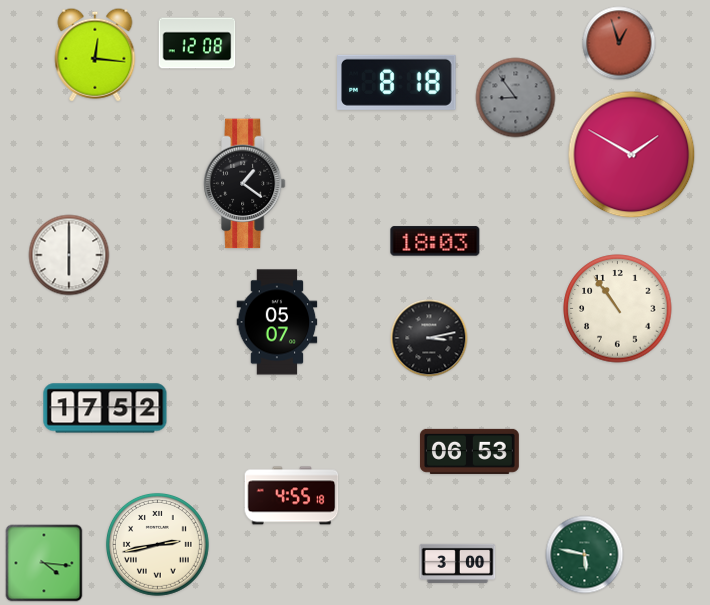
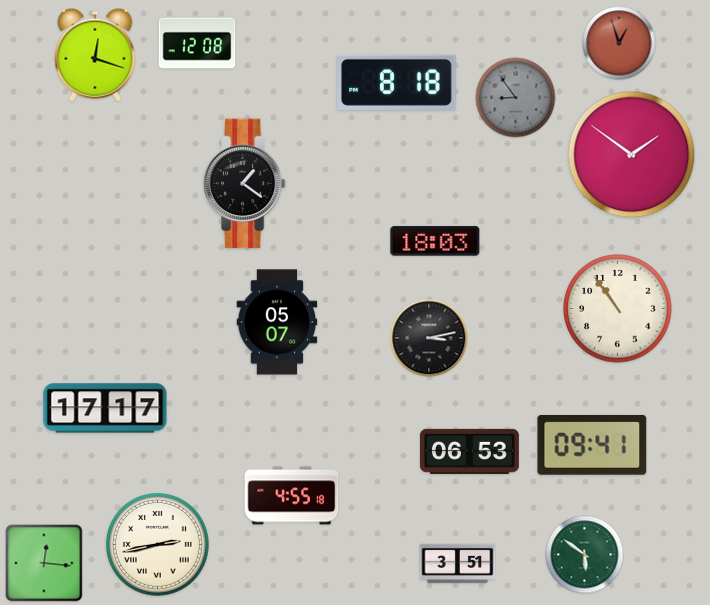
clock at (95, 55): 12:16 -> 12:18
clock at (632, 155): 1:50 -> 1:51
clock at (69, 255): 6:00 -> none
clock at (105, 408): 17:52 -> 17:17
clock at (592, 445): none -> 09:41
clock at (585, 555): 5:47 -> 5:51
clock at (44, 563): 4:16 -> 12:16
clock at (458, 563): 3:00 -> 3:51
